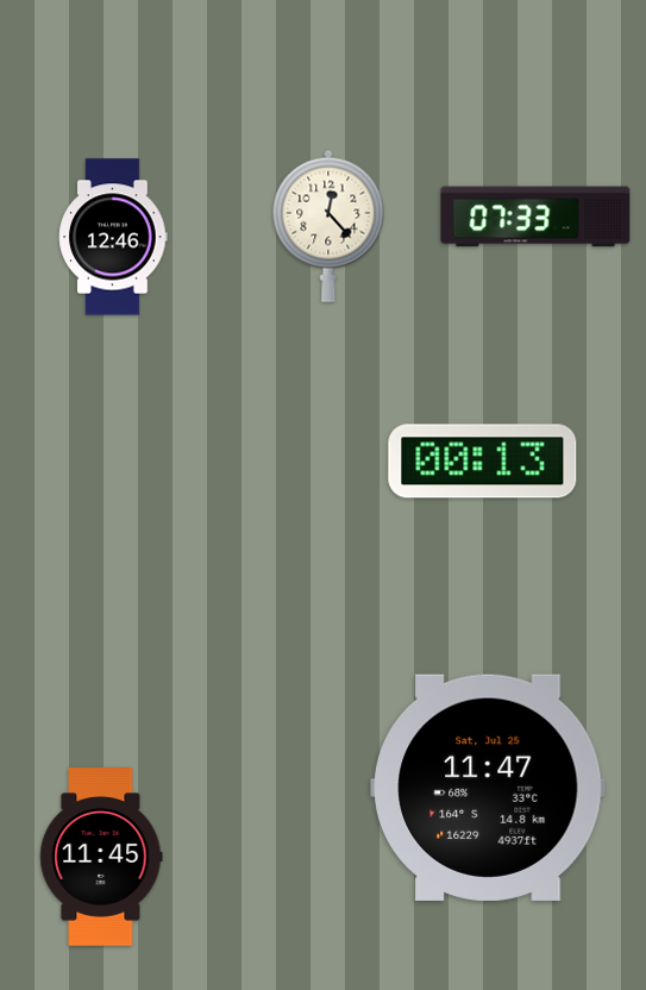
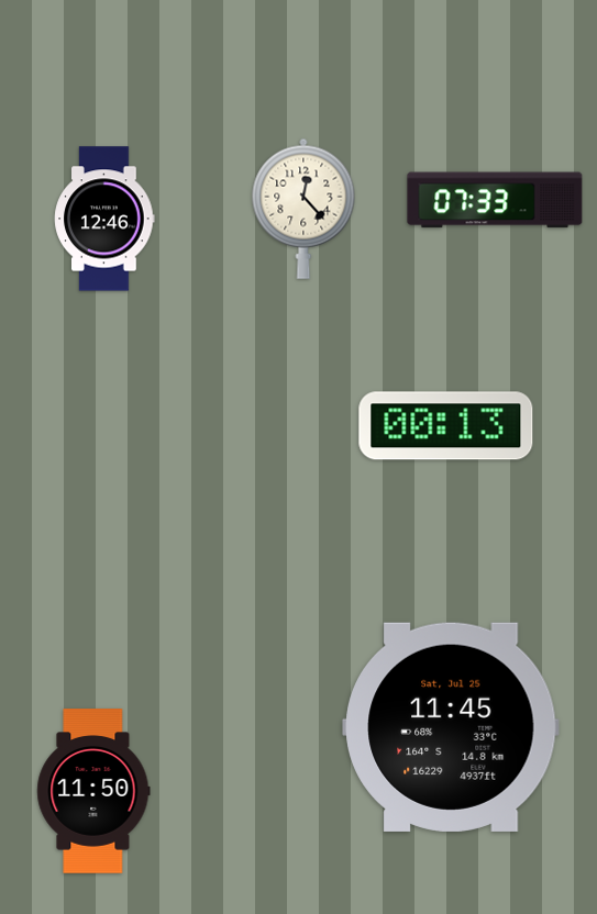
clock at (488, 788): 11:47 -> 11:45
clock at (101, 857): 11:45 -> 11:50
